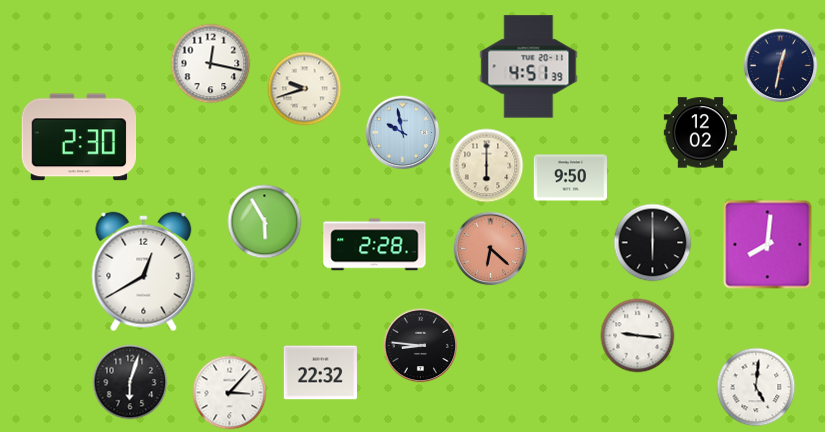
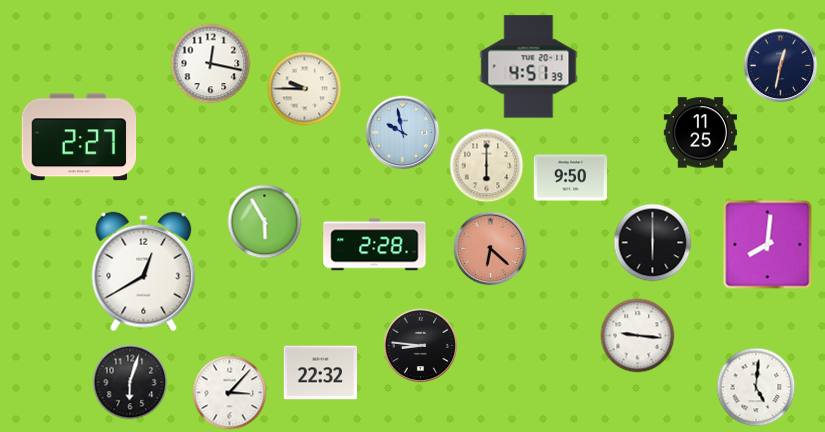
clock at (305, 89): 9:42 -> 9:45
clock at (700, 133): 12:02 -> 11:25
clock at (79, 137): 2:30 -> 2:27
